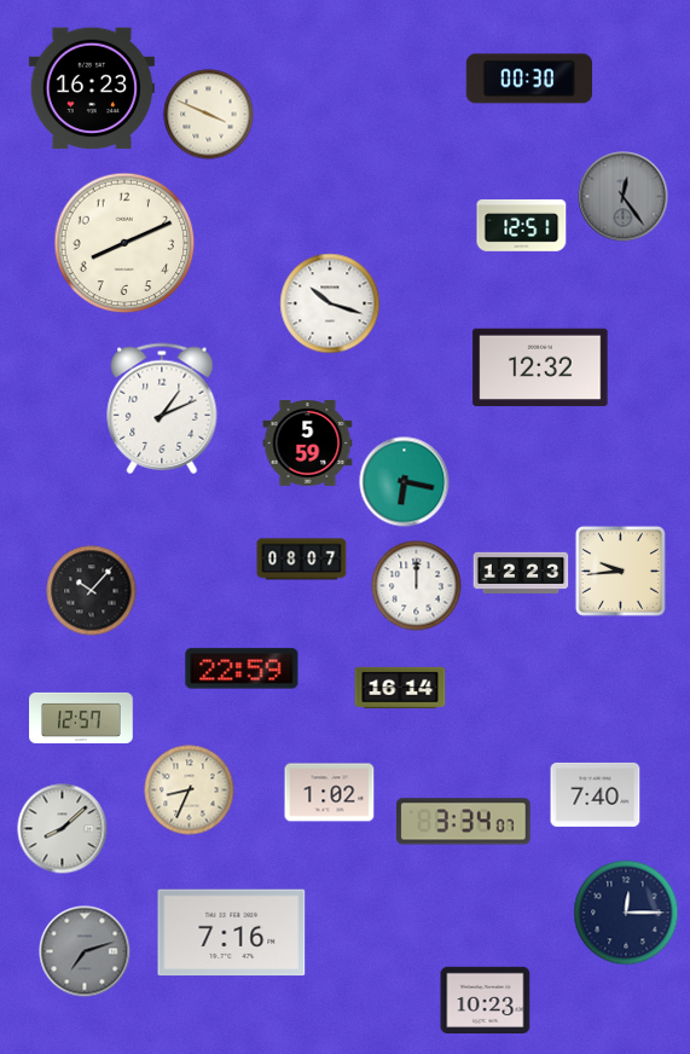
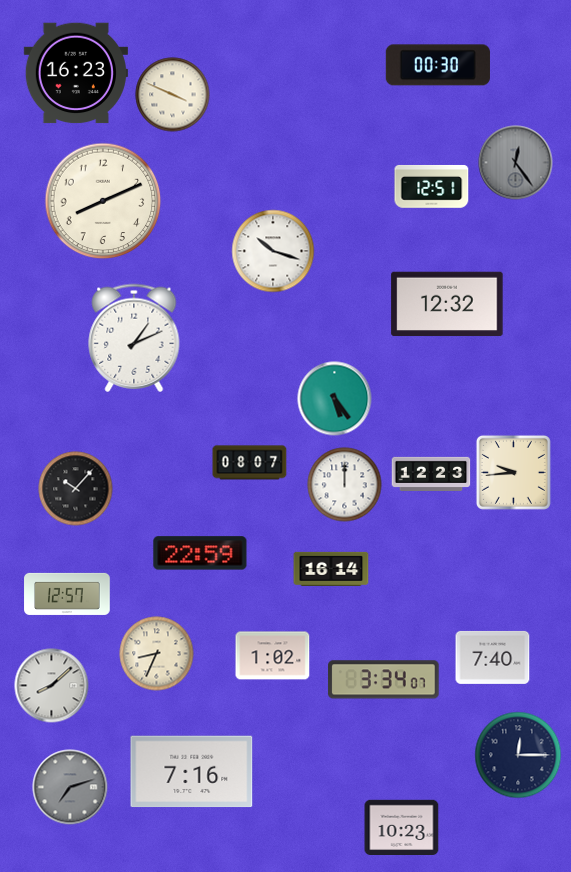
clock at (308, 444): 5:59 -> none
clock at (405, 482): 6:17 -> 5:24
